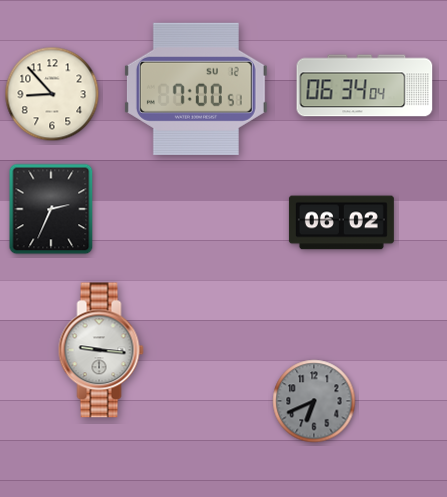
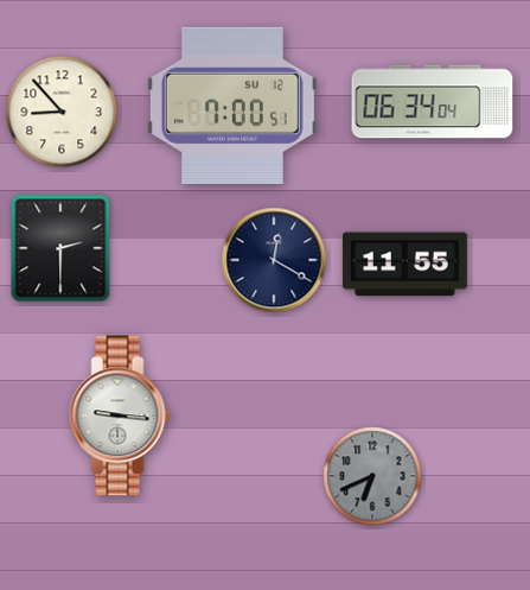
clock at (51, 209): 2:34 -> 2:30
clock at (274, 260): none -> 12:20
clock at (341, 223): 06:02 -> 11:55
